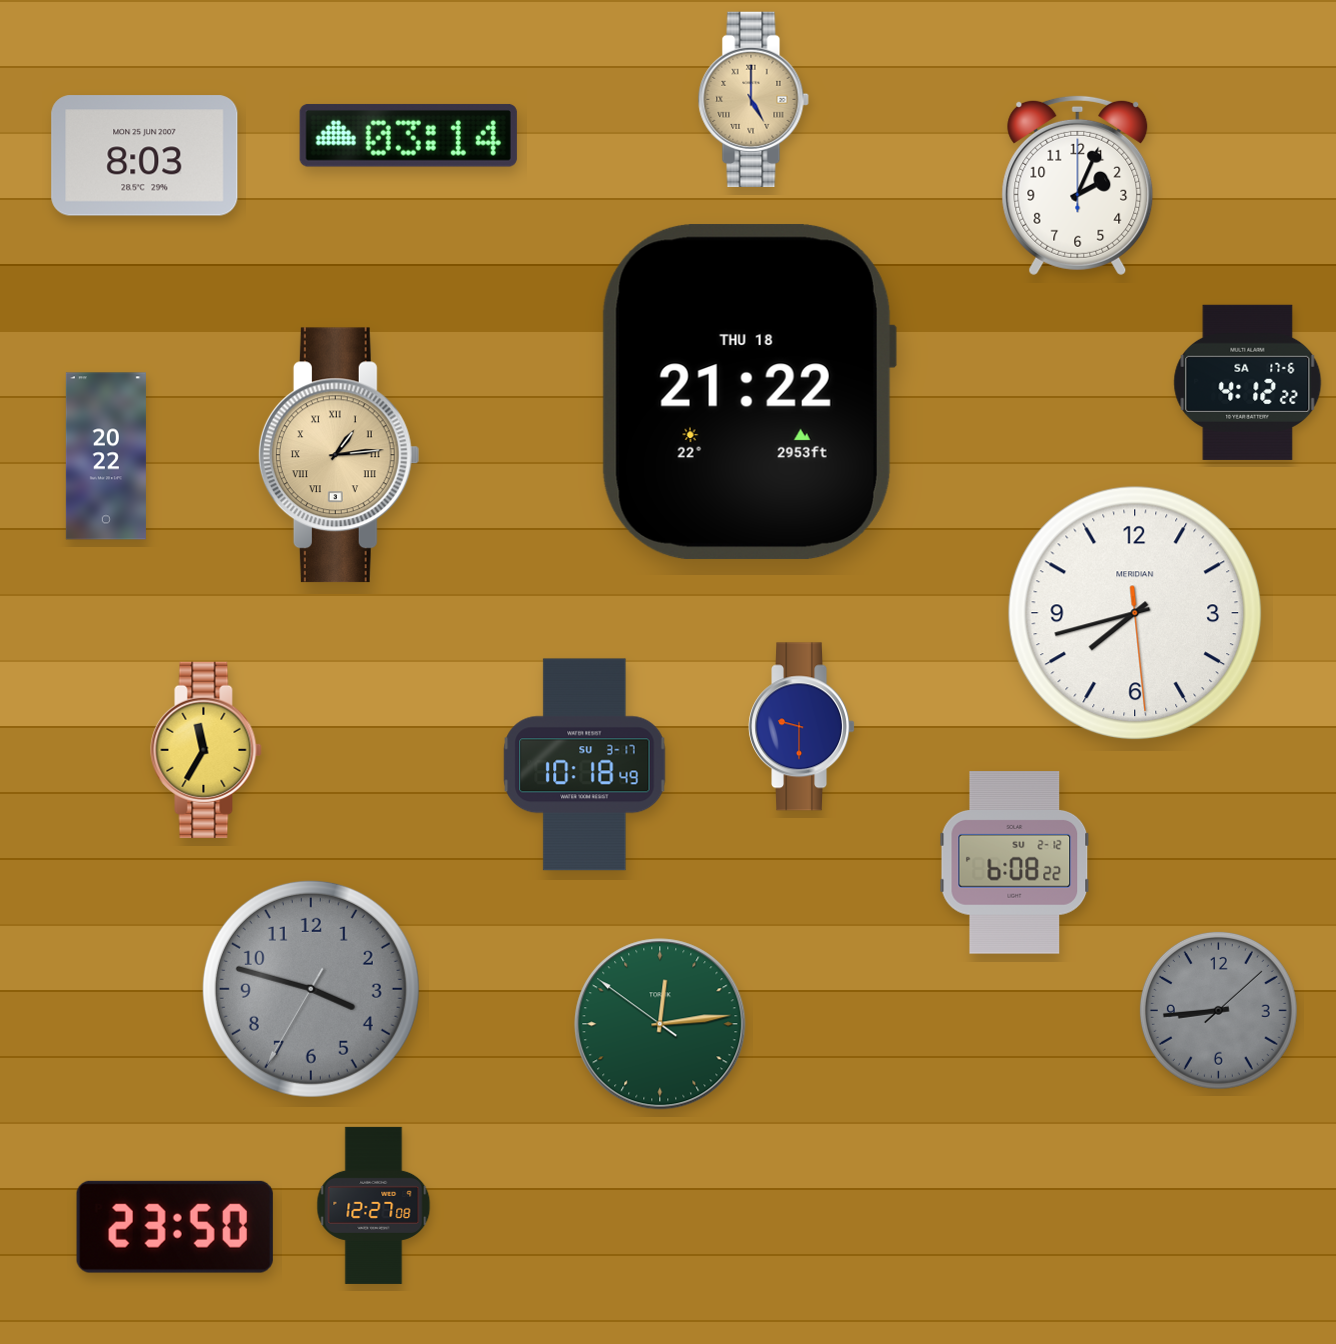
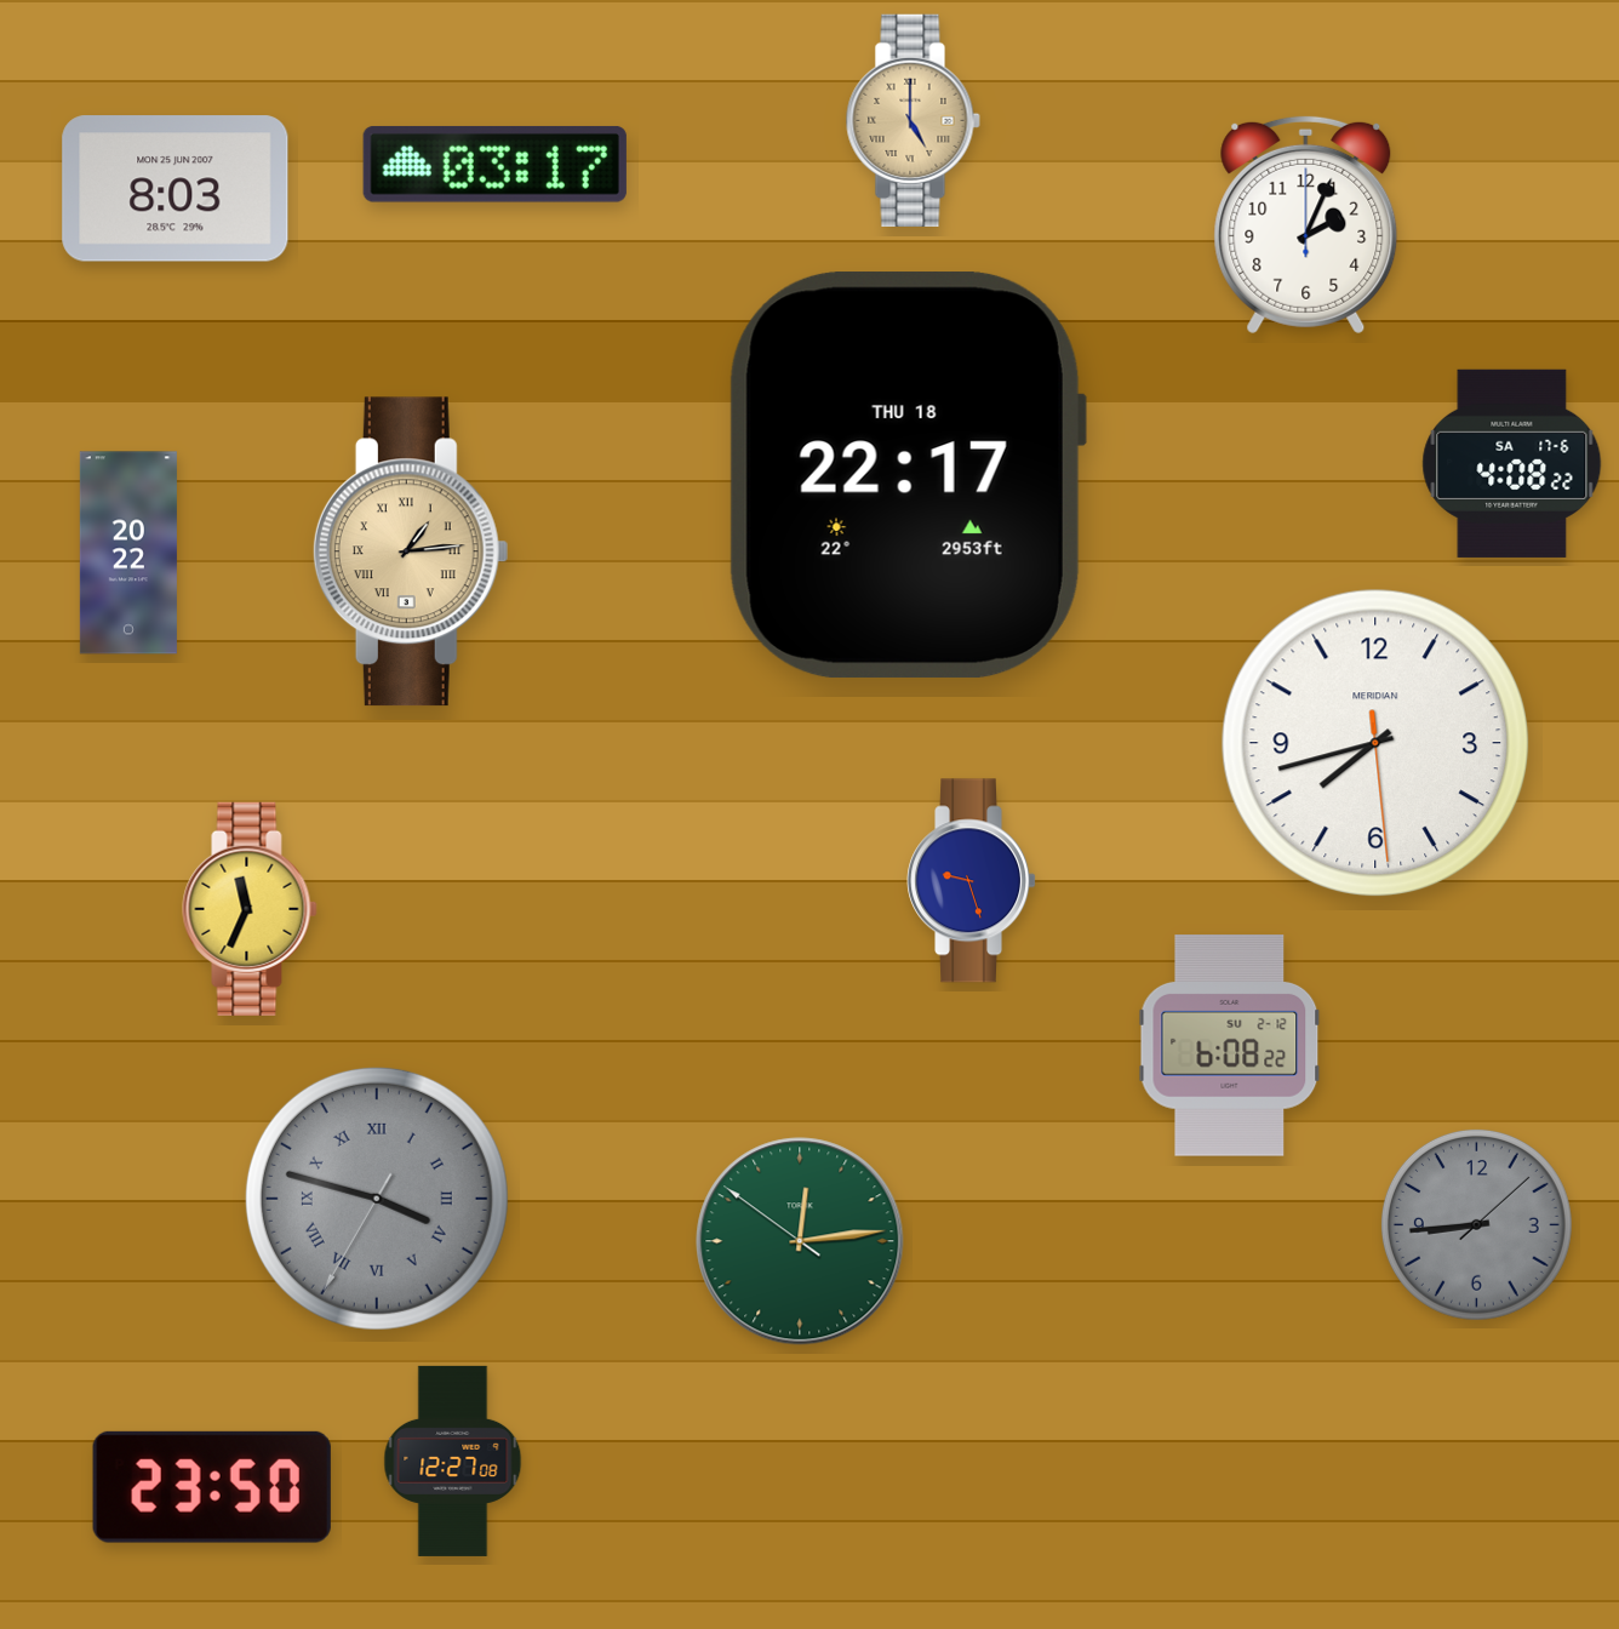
clock at (408, 135): 03:14 -> 03:17
clock at (1248, 382): 4:12 -> 4:08
clock at (748, 392): 21:22 -> 22:17
clock at (802, 727): 9:30 -> 9:27
clock at (206, 750): 11:35 -> 11:34
clock at (585, 765): 10:18 -> none
clock at (311, 989) numerals: Arabic -> Roman
